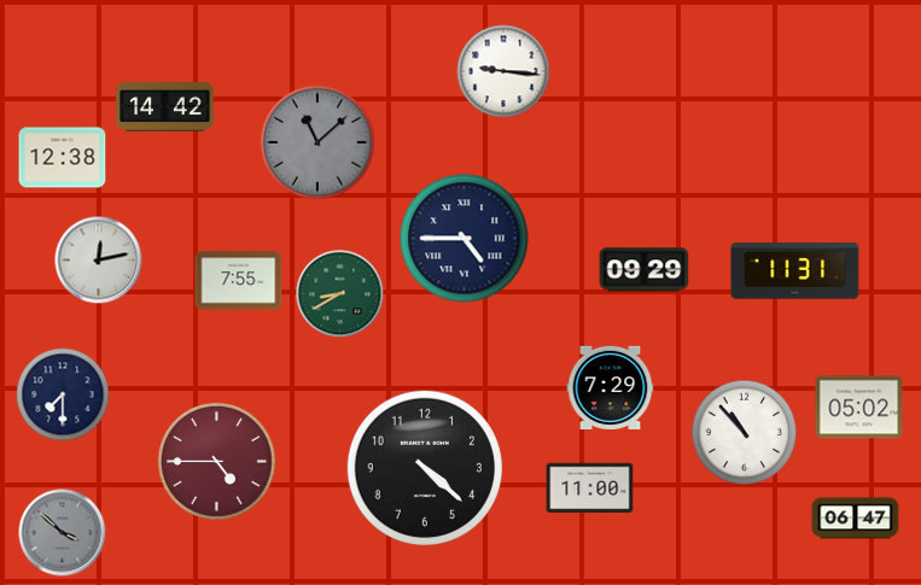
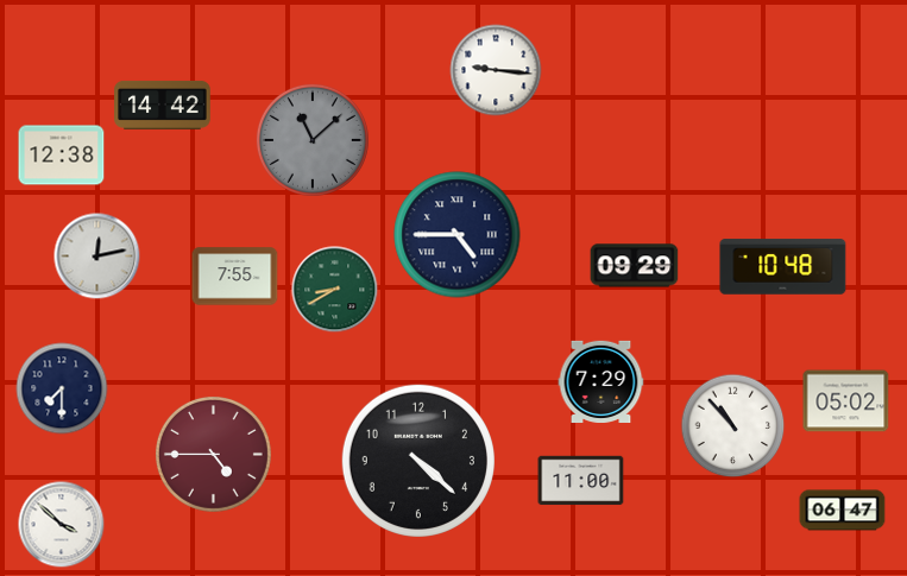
clock at (795, 271): 11:31 -> 10:48
clock at (63, 533) dial: grey -> white
